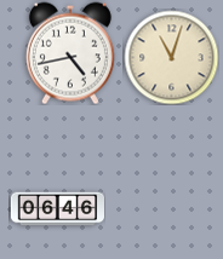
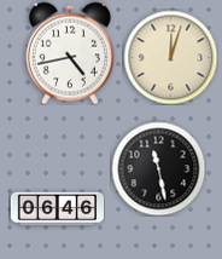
clock at (171, 57): 11:03 -> 12:03
clock at (158, 168): none -> 11:28
